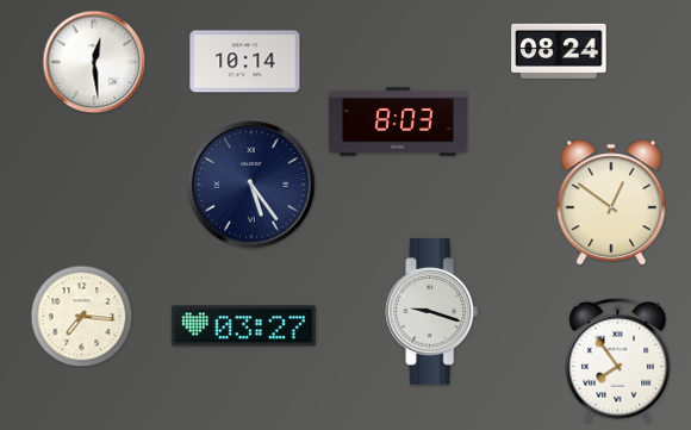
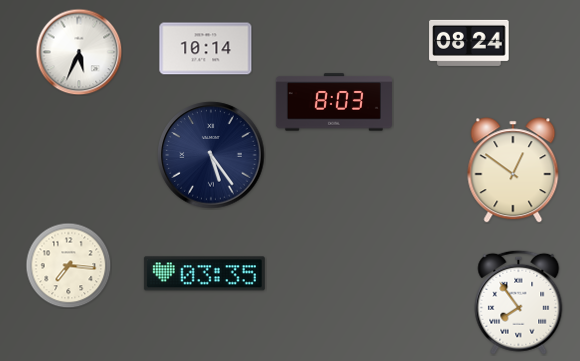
clock at (94, 62): 12:29 -> 5:34
clock at (245, 62) position: (245, 62) -> (206, 49)
clock at (432, 311): 9:18 -> none
clock at (243, 326): 03:27 -> 03:35
